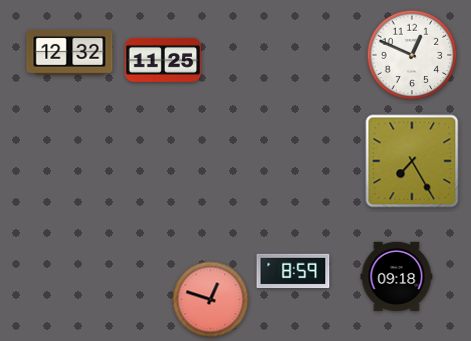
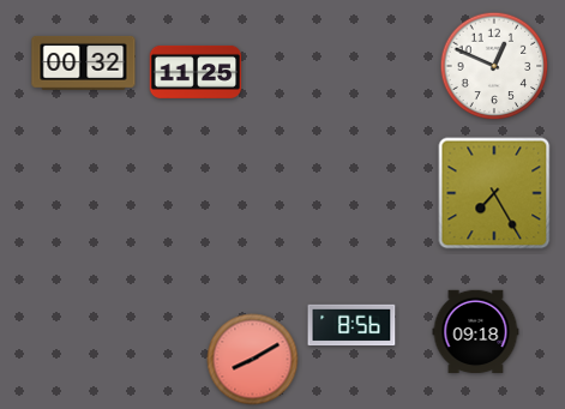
clock at (70, 52): 12:32 -> 00:32
clock at (293, 271): 8:59 -> 8:56
clock at (211, 300): 12:48 -> 8:10
